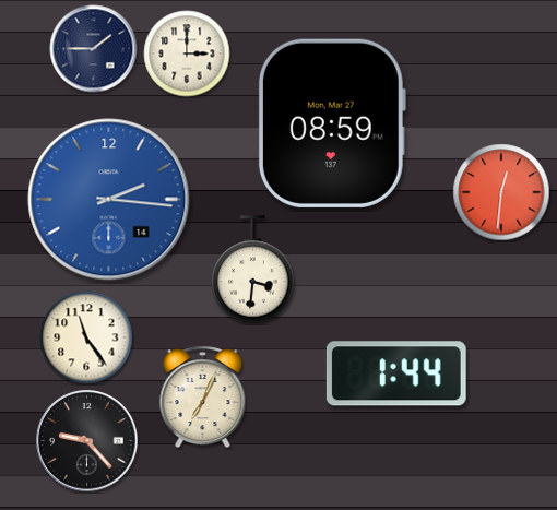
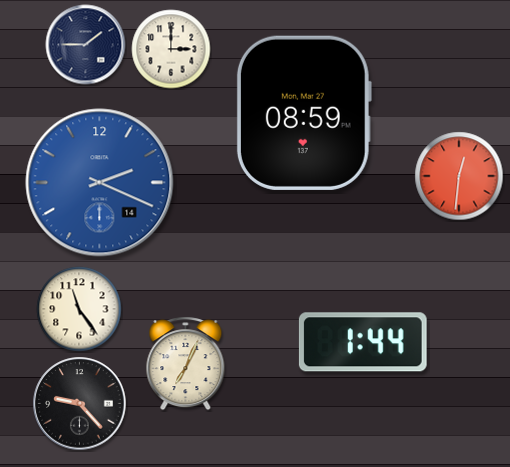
clock at (109, 200): 2:16 -> 2:19
clock at (253, 270): 3:31 -> none
